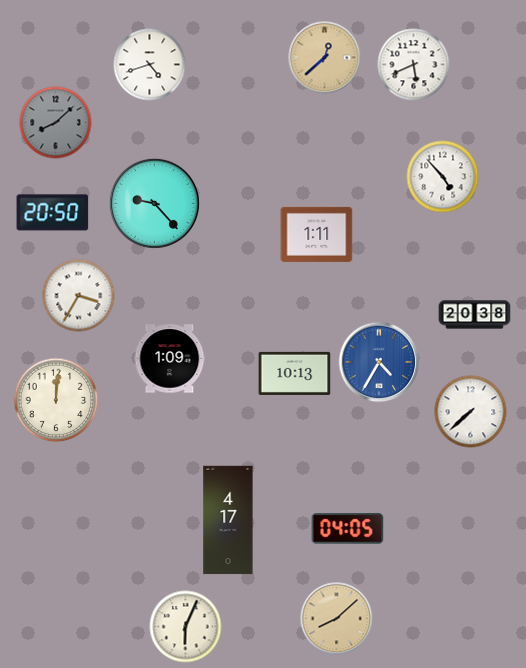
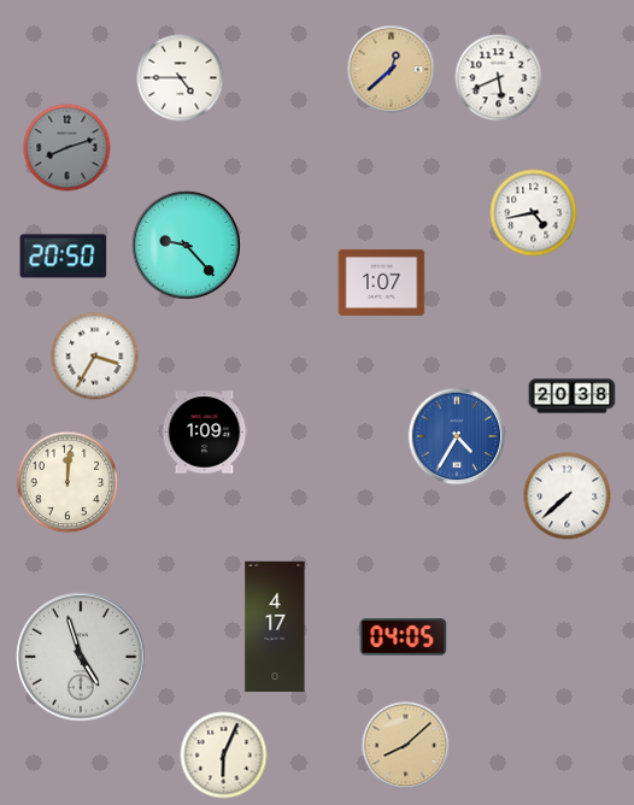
clock at (150, 65): 4:42 -> 4:45
clock at (56, 123): 8:08 -> 8:12
clock at (443, 177): 4:53 -> 4:43
clock at (317, 234): 1:11 -> 1:07
clock at (475, 315) position: (475, 315) -> (573, 396)
clock at (295, 373): 10:13 -> none
clock at (348, 529) position: (348, 529) -> (404, 637)
clock at (81, 657): none -> 4:57
